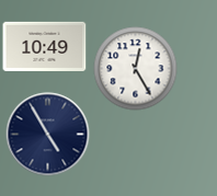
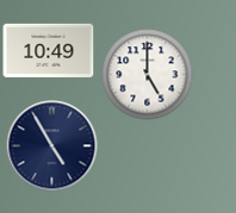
clock at (136, 69): 12:25 -> 5:00
